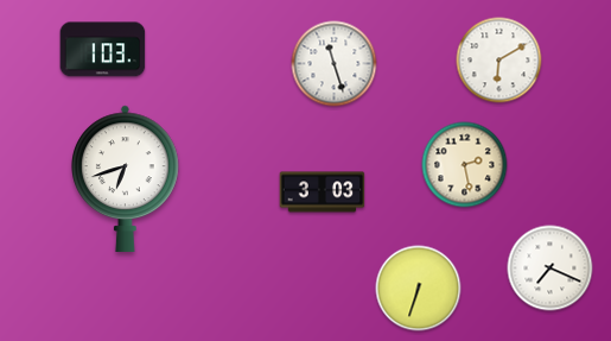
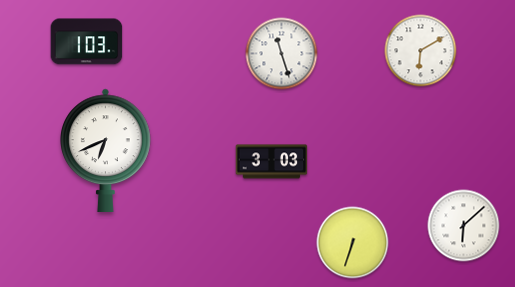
clock at (465, 165): 2:28 -> none
clock at (126, 178): 6:42 -> 6:41
clock at (550, 269): 7:19 -> 6:08
